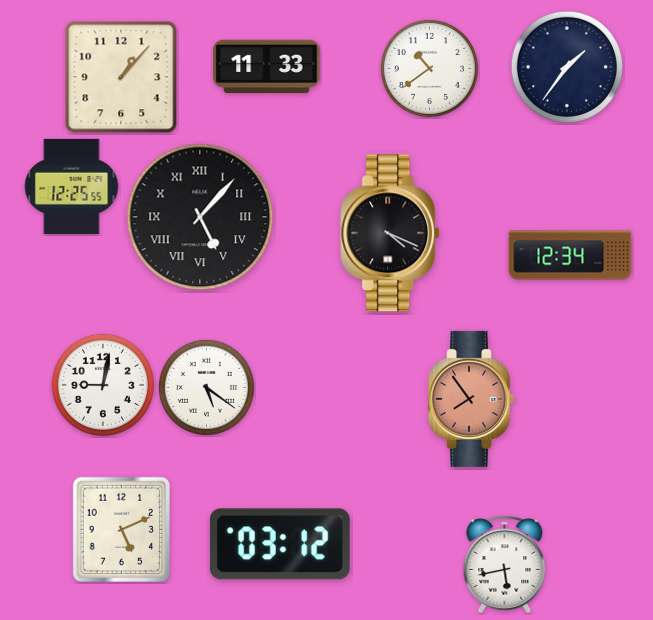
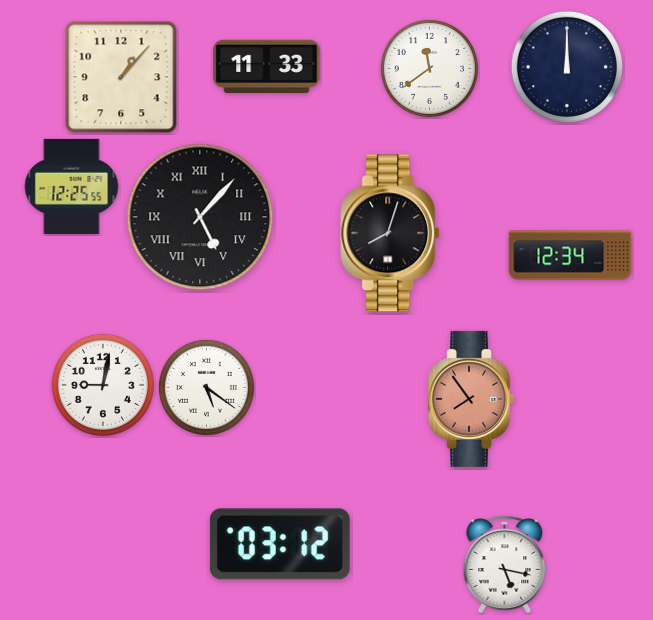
clock at (567, 67): 1:36 -> 12:00
clock at (429, 68): 10:39 -> 11:39
clock at (391, 233): 4:19 -> 8:03
clock at (121, 530): 5:11 -> none
clock at (505, 565): 5:43 -> 5:17
